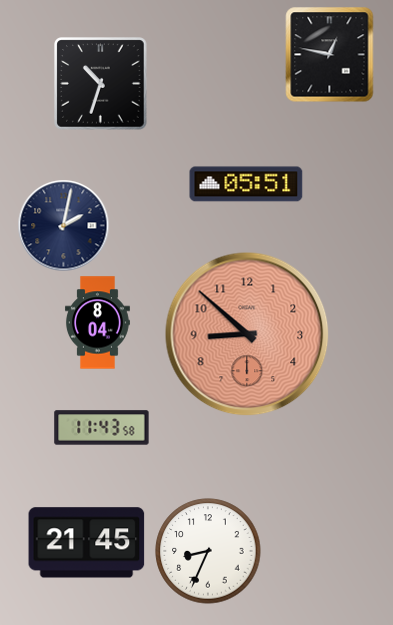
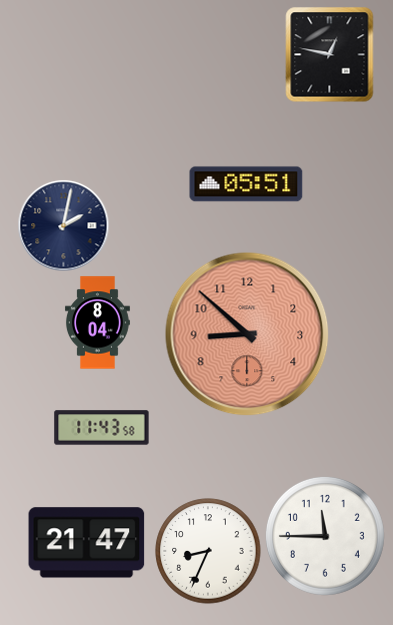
clock at (101, 84): 10:33 -> none
clock at (325, 536): none -> 11:45
clock at (87, 543): 21:45 -> 21:47
